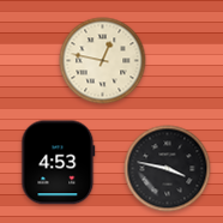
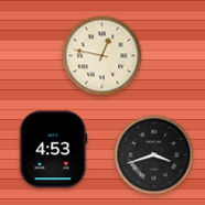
clock at (103, 61) position: (103, 61) -> (102, 56)
clock at (168, 169): 3:47 -> 3:42
